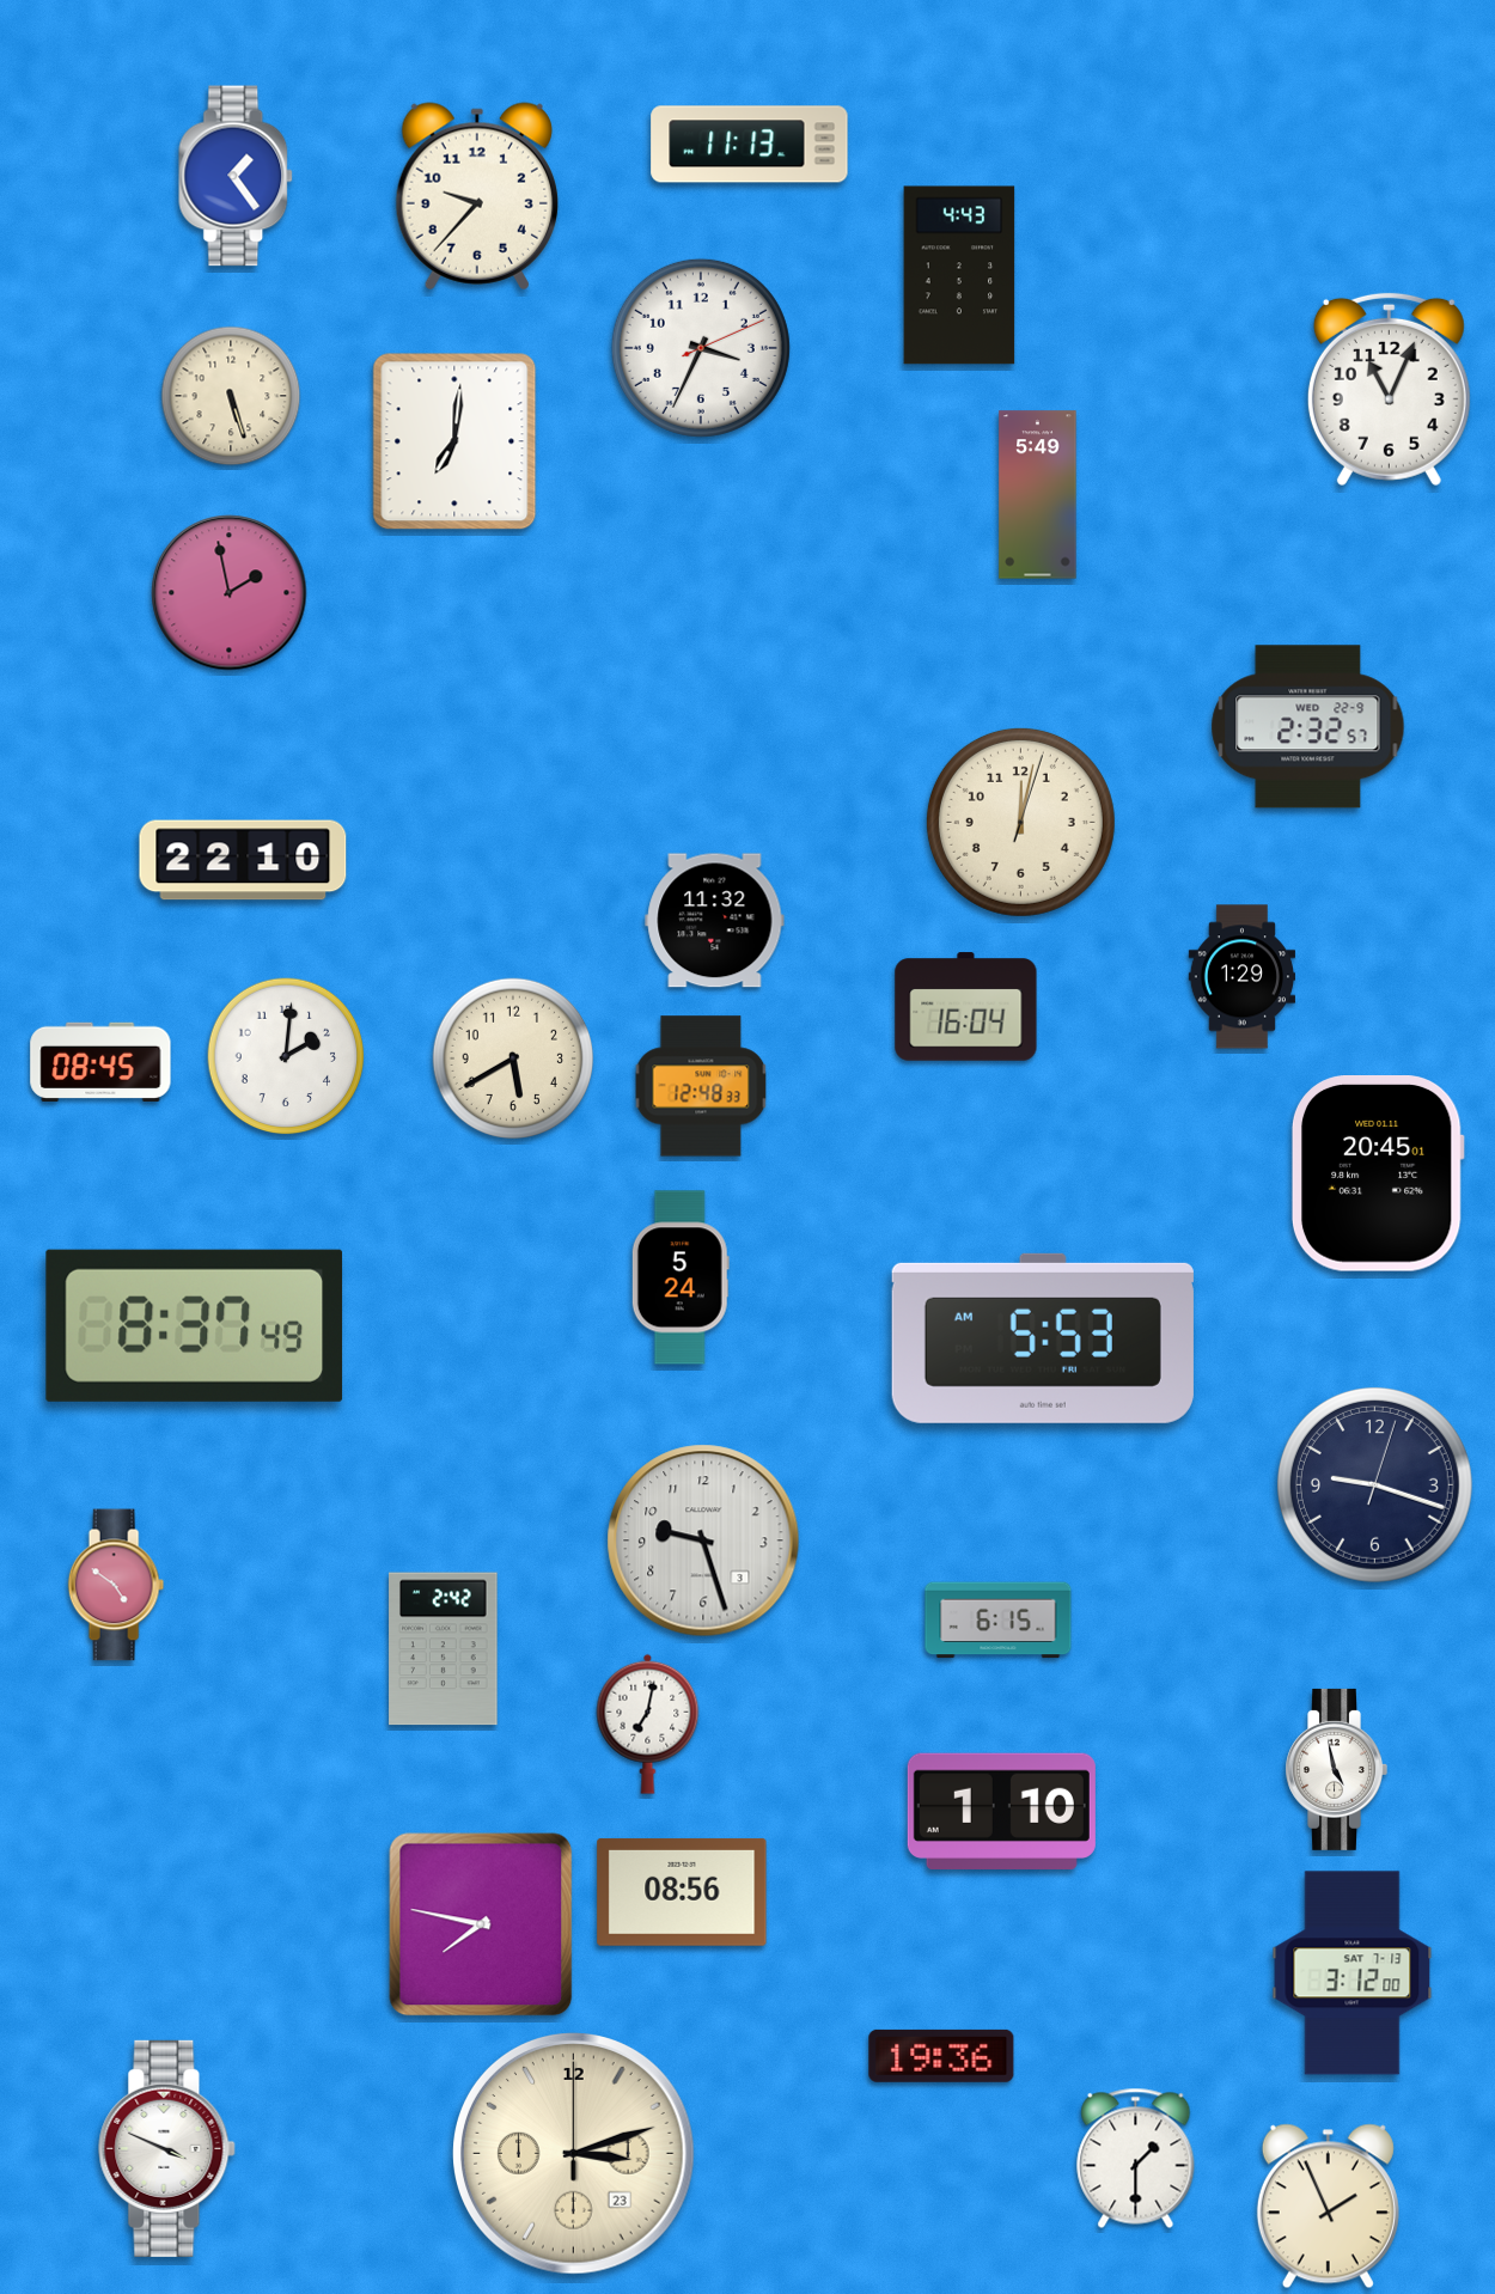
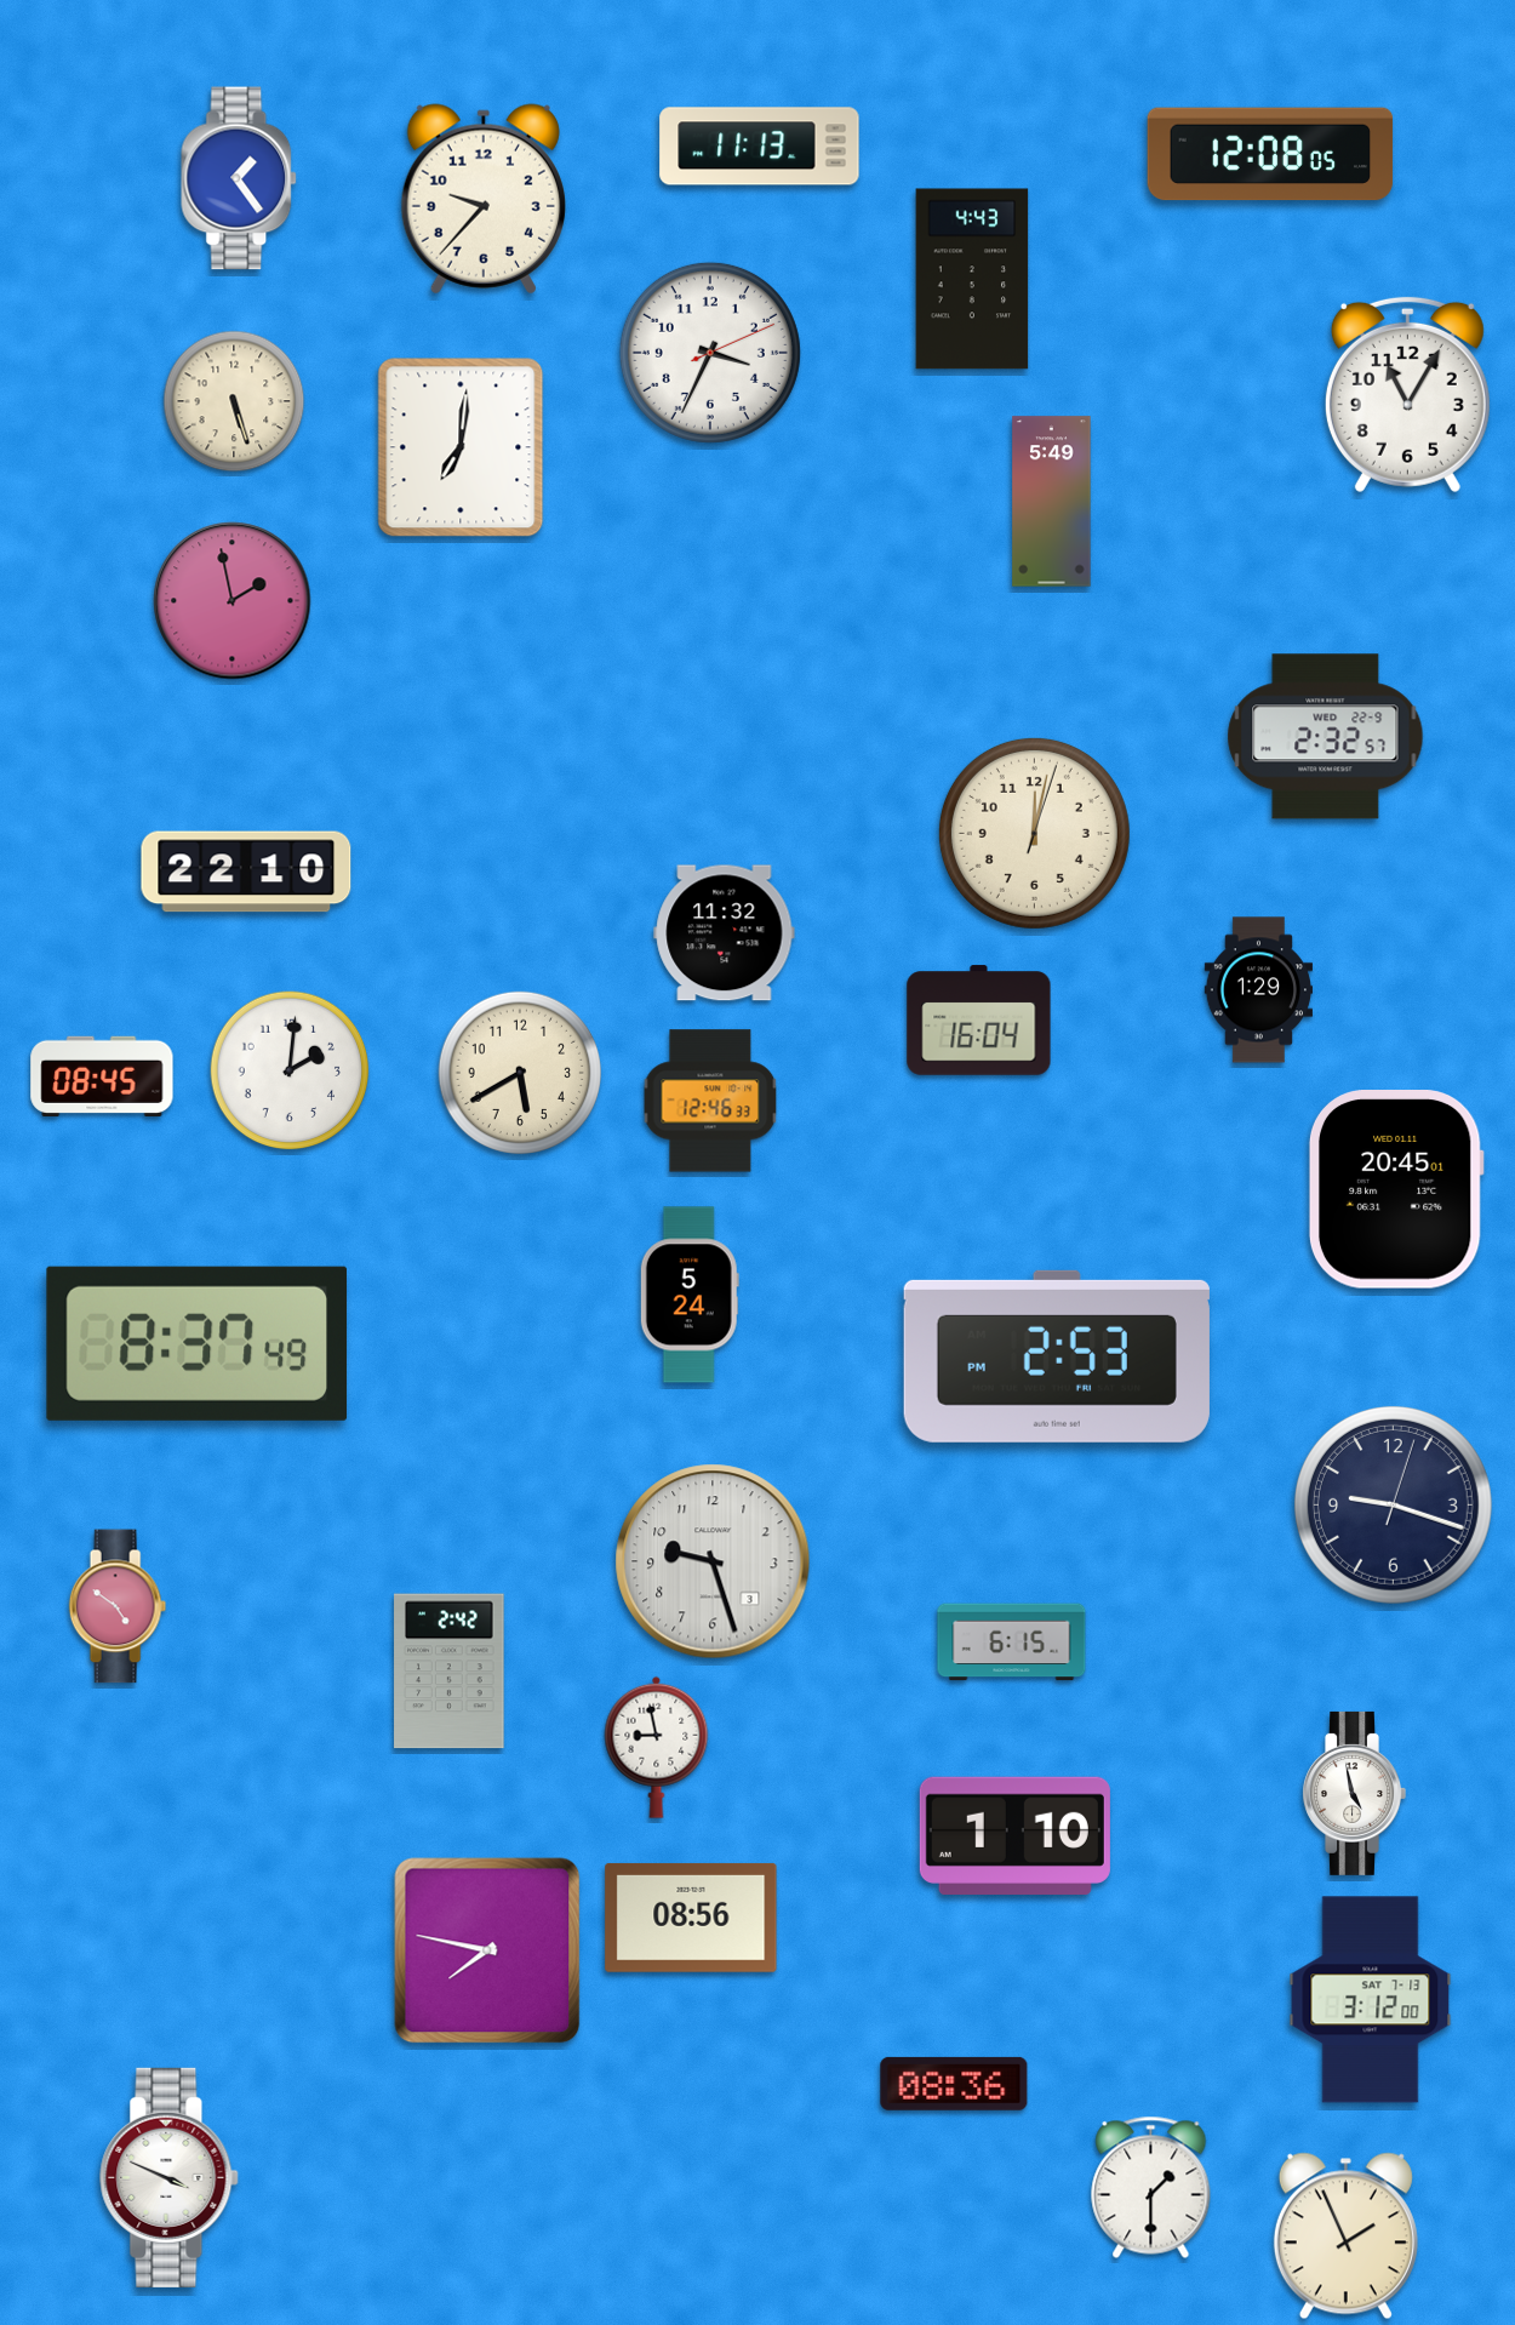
clock at (1270, 154): none -> 12:08
clock at (1389, 389): 11:04 -> 11:05
clock at (701, 1086): 12:48 -> 12:46
clock at (1043, 1338): 5:53 -> 2:53
clock at (648, 1723): 7:02 -> 8:58
clock at (941, 2056): 19:36 -> 08:36
clock at (574, 2154): 3:12 -> none
